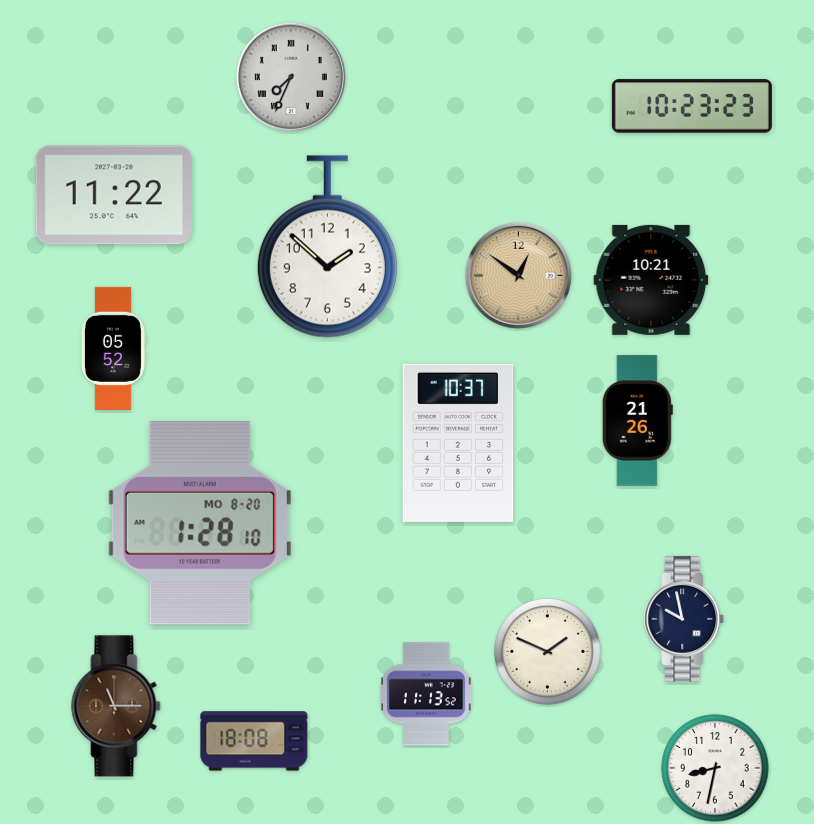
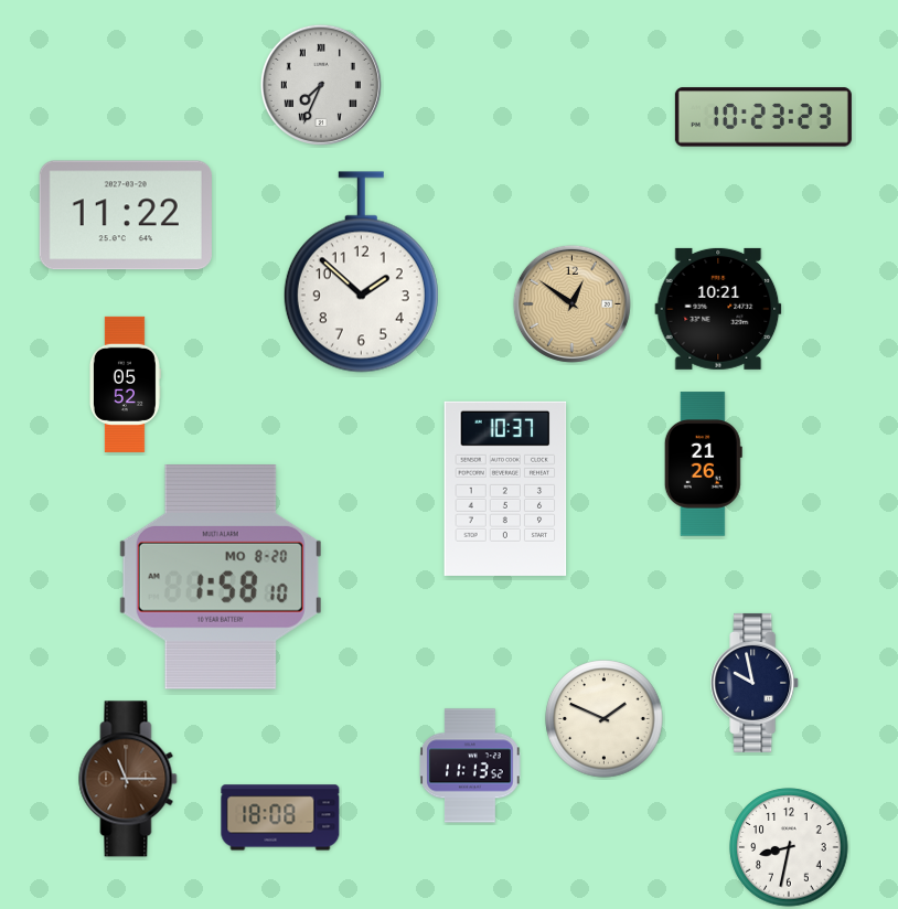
clock at (200, 524): 1:28 -> 1:58
